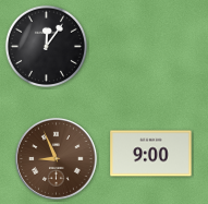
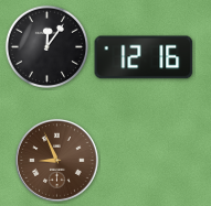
clock at (144, 57): none -> 12:16
clock at (151, 154): 9:00 -> none
